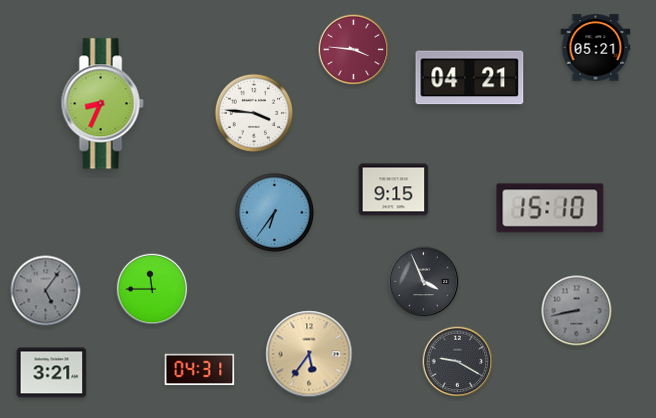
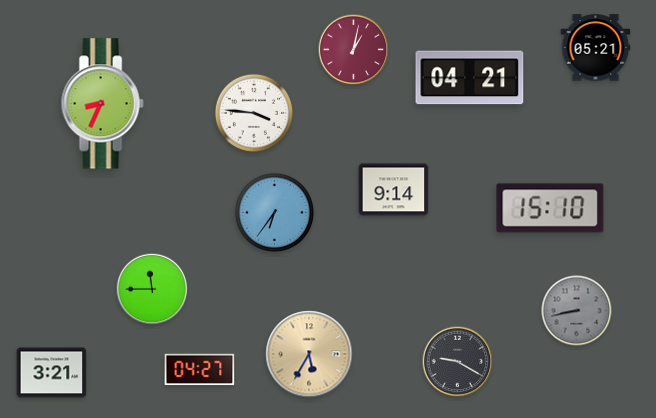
clock at (354, 50): 3:46 -> 1:02
clock at (394, 190): 9:15 -> 9:14
clock at (424, 282): 3:56 -> none
clock at (46, 291): 5:06 -> none
clock at (309, 354): 5:36 -> 5:35
clock at (200, 370): 04:31 -> 04:27
